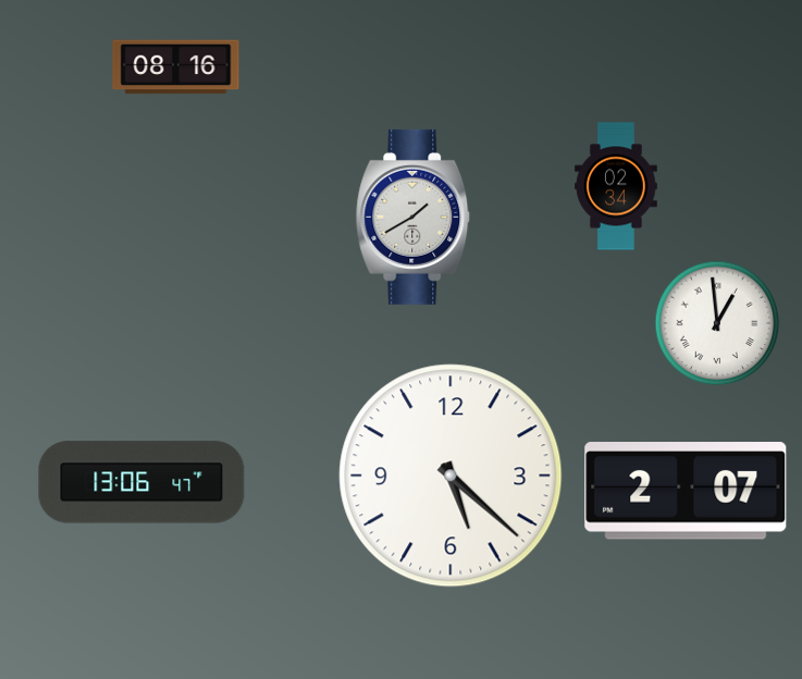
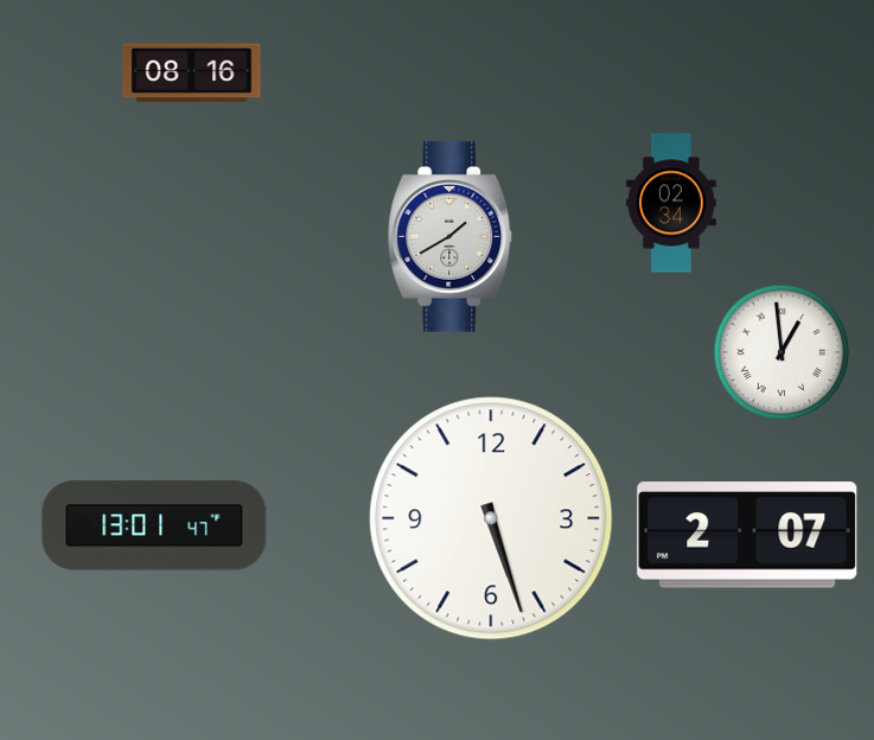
clock at (451, 476): 5:22 -> 5:27
clock at (141, 482): 13:06 -> 13:01
